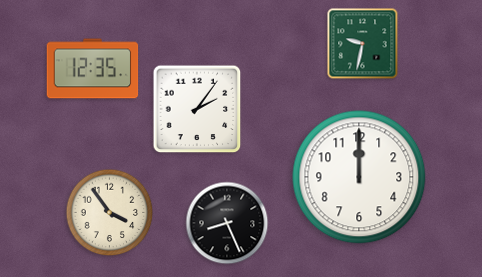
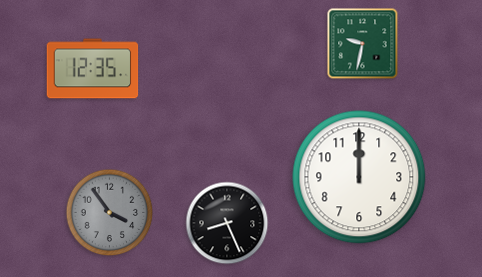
clock at (197, 109): 2:06 -> none
clock at (110, 213) dial: cream -> grey
